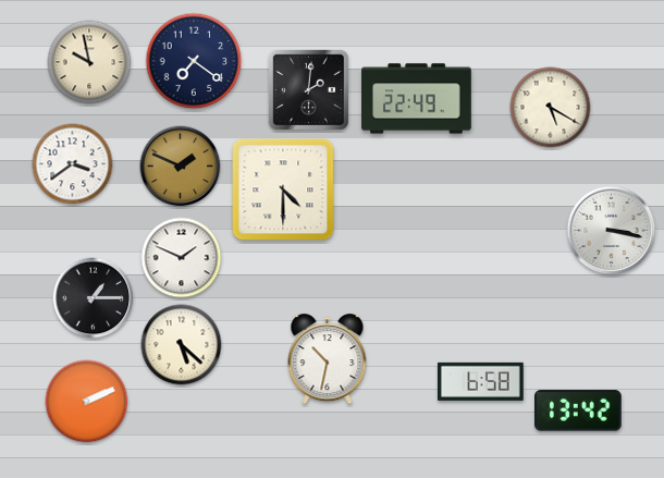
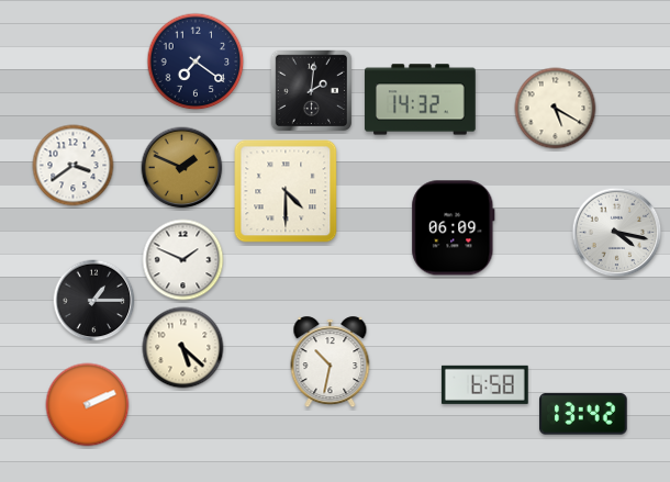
clock at (89, 62): 9:58 -> none
clock at (417, 99): 22:49 -> 14:32
clock at (454, 228): none -> 06:09
clock at (612, 231): 3:17 -> 4:17
